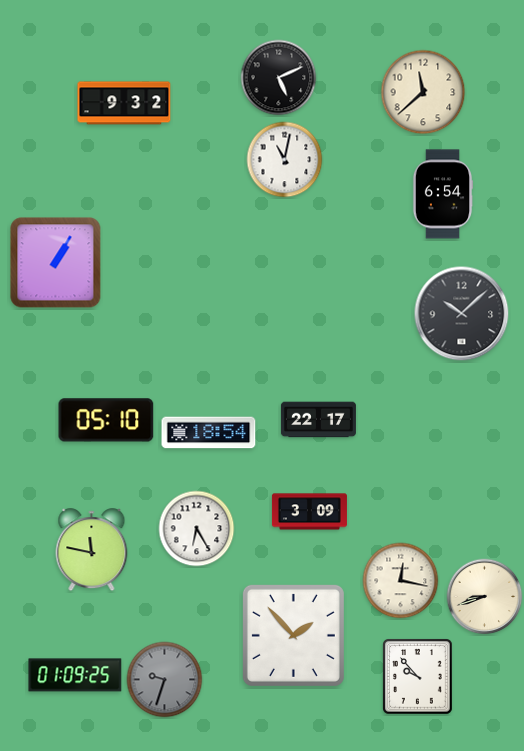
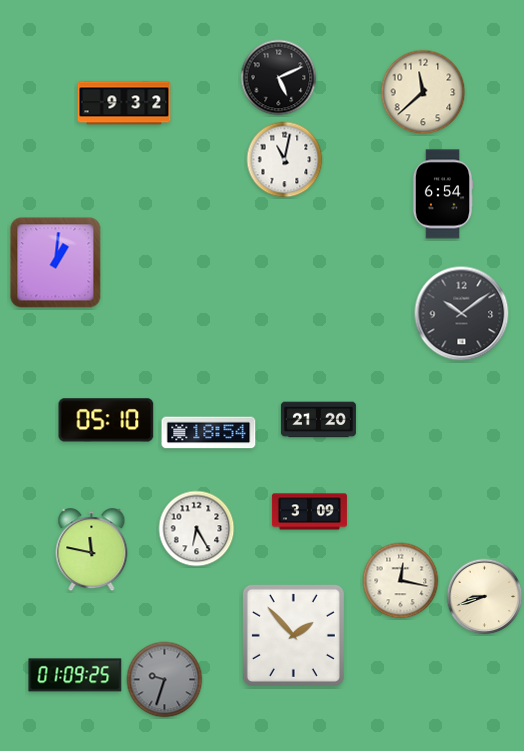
clock at (56, 263): 1:05 -> 1:01
clock at (462, 314): 10:08 -> 10:09
clock at (318, 420): 22:17 -> 21:20
clock at (418, 677): 9:53 -> none
